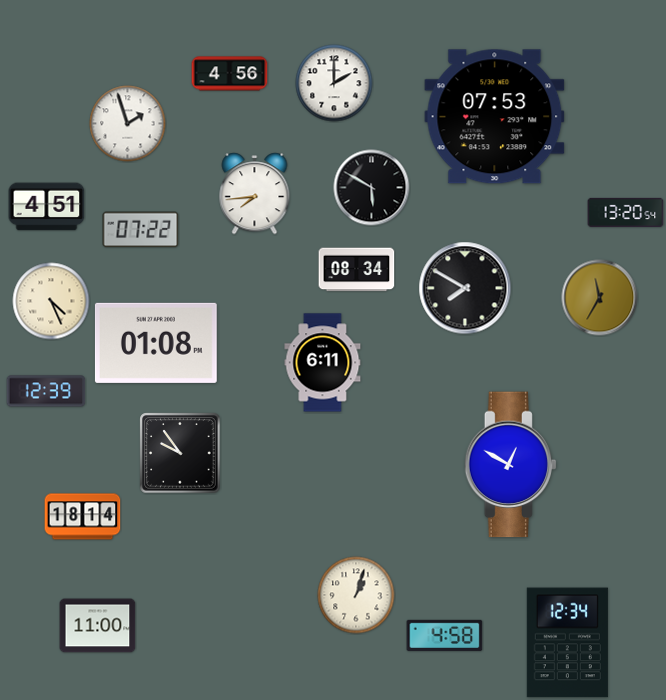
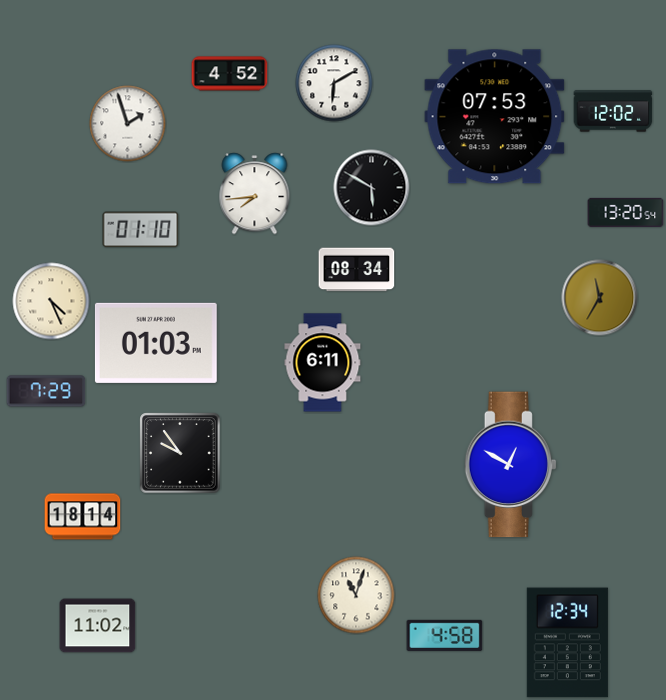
clock at (230, 74): 4:56 -> 4:52
clock at (334, 83): 2:00 -> 6:10
clock at (613, 111): none -> 12:02
clock at (47, 207): 4:51 -> none
clock at (141, 230): 07:22 -> 01:10
clock at (465, 288): 7:50 -> none
clock at (156, 343): 01:08 -> 01:03
clock at (46, 391): 12:39 -> 7:29
clock at (356, 595): 1:03 -> 11:03
clock at (98, 626): 11:00 -> 11:02
